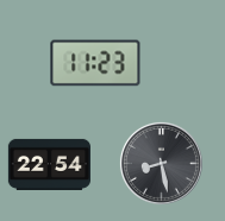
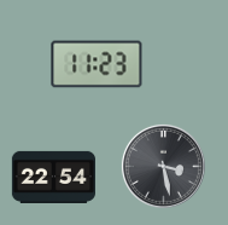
clock at (161, 163): 8:28 -> 3:28
clock at (49, 164) position: (49, 164) -> (53, 177)
